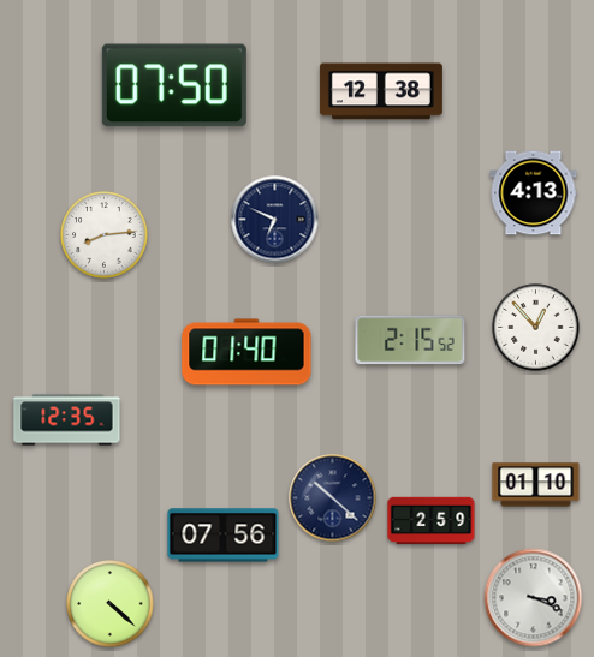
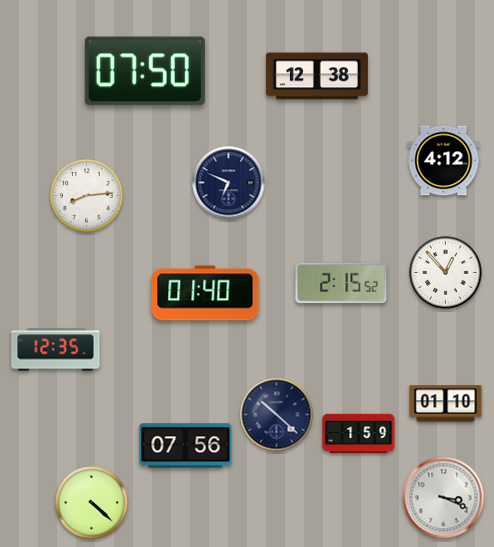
clock at (534, 193): 4:13 -> 4:12
clock at (432, 521): 2:59 -> 1:59
